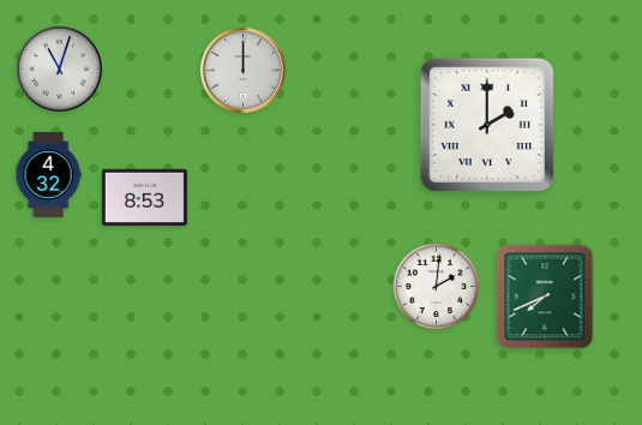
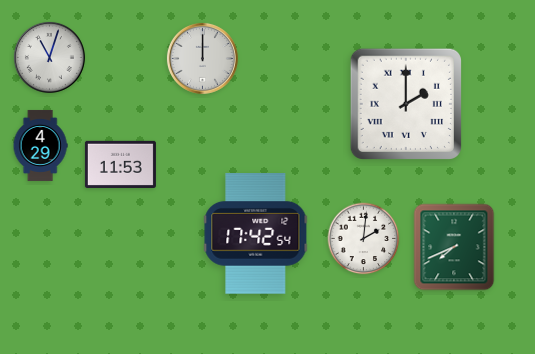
clock at (48, 174): 4:32 -> 4:29
clock at (144, 197): 8:53 -> 11:53
clock at (256, 234): none -> 17:42
